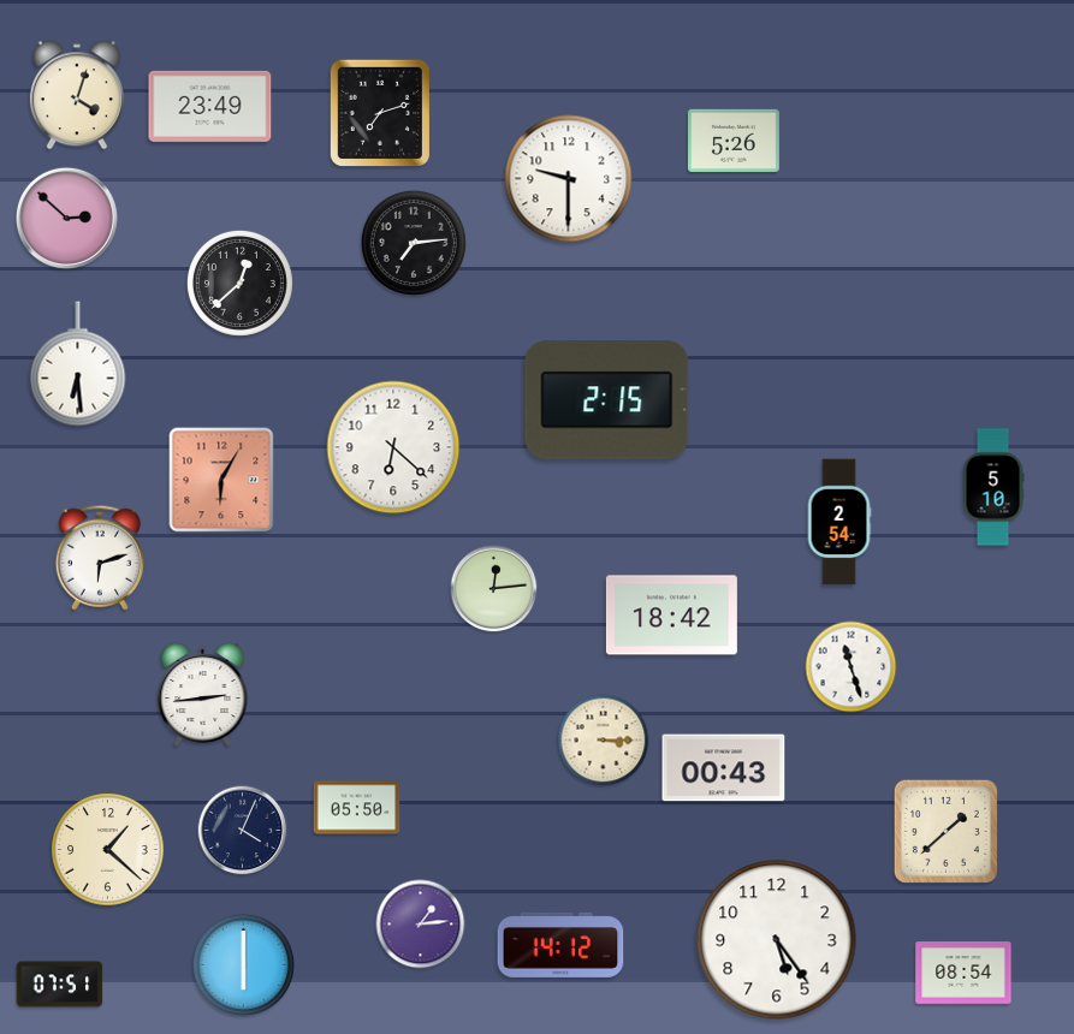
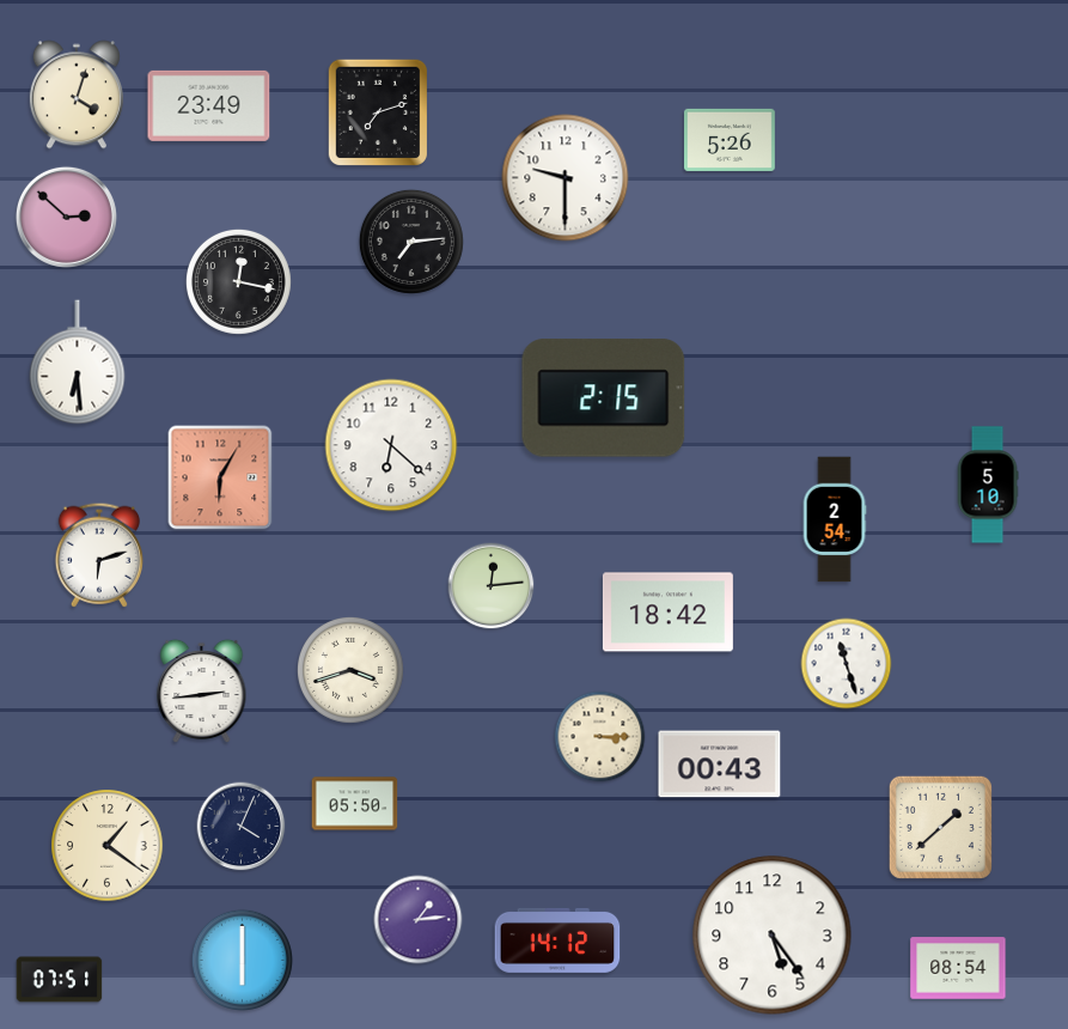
clock at (239, 283): 12:38 -> 12:17
clock at (350, 670): none -> 3:42
clock at (108, 850): 1:22 -> 1:21
